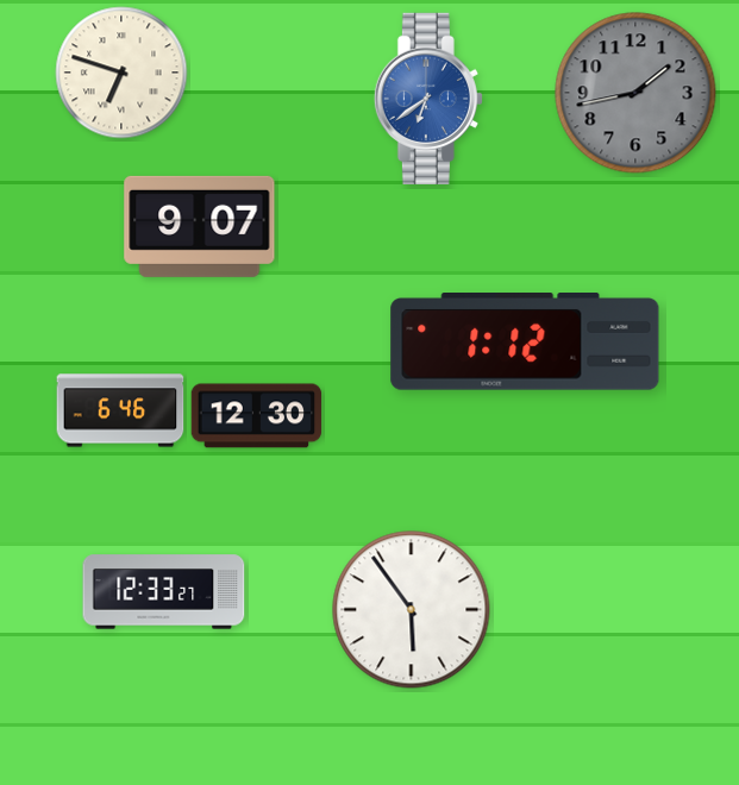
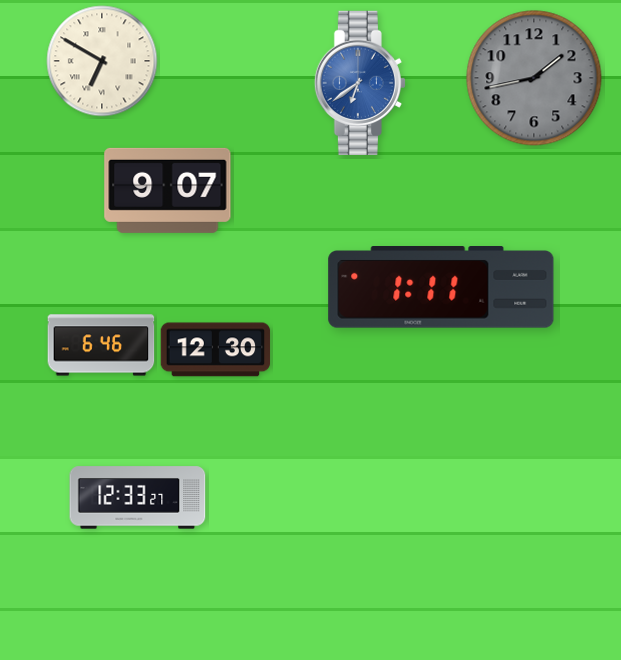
clock at (121, 73): 6:48 -> 6:50
clock at (525, 343): 1:12 -> 1:11
clock at (412, 610): 5:54 -> none
